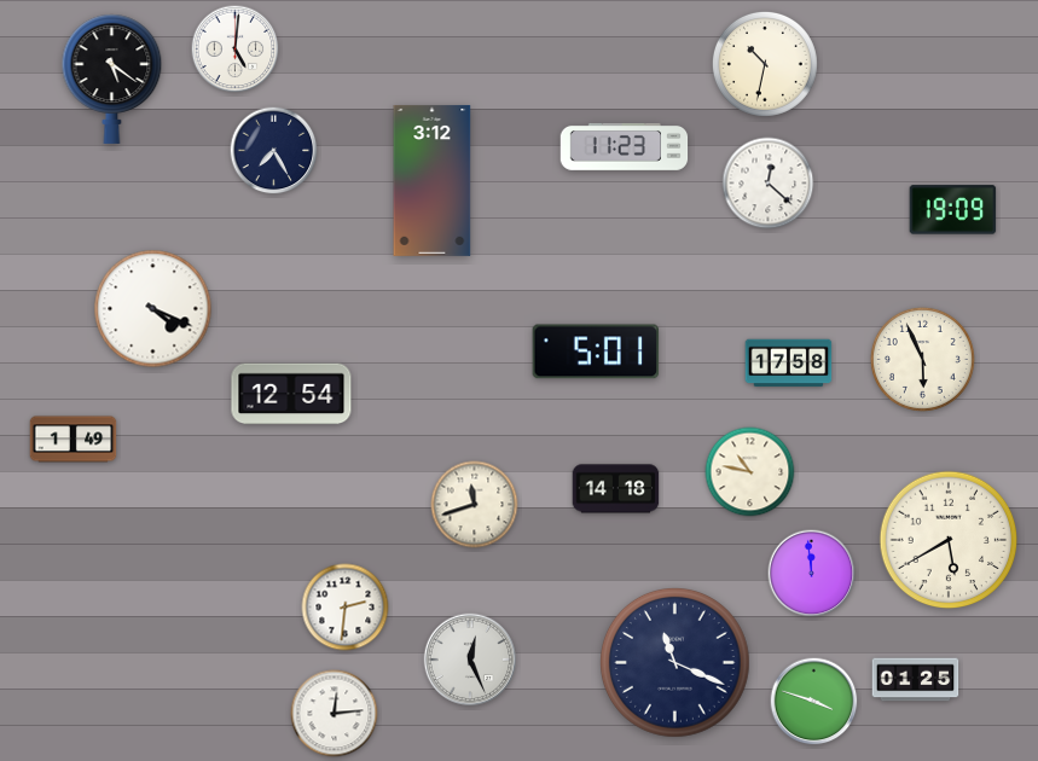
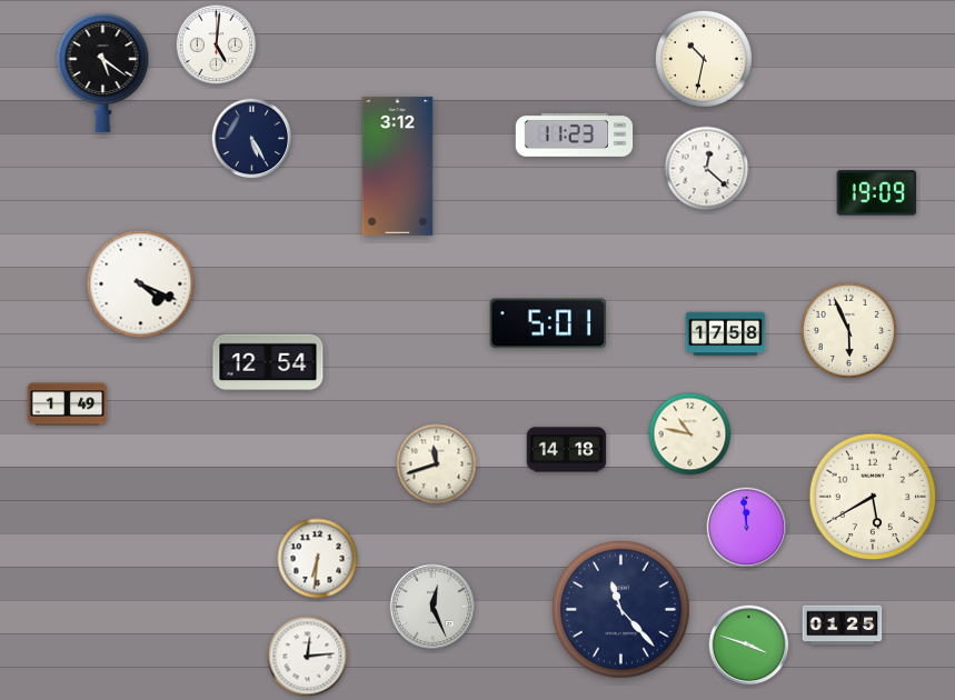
clock at (274, 151): 7:25 -> 5:25
clock at (346, 608): 2:31 -> 6:31
clock at (675, 663): 11:19 -> 11:23
